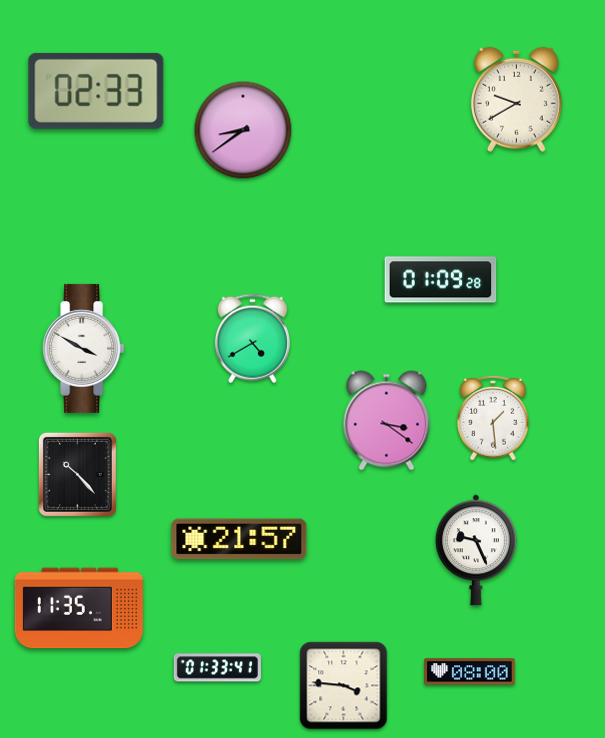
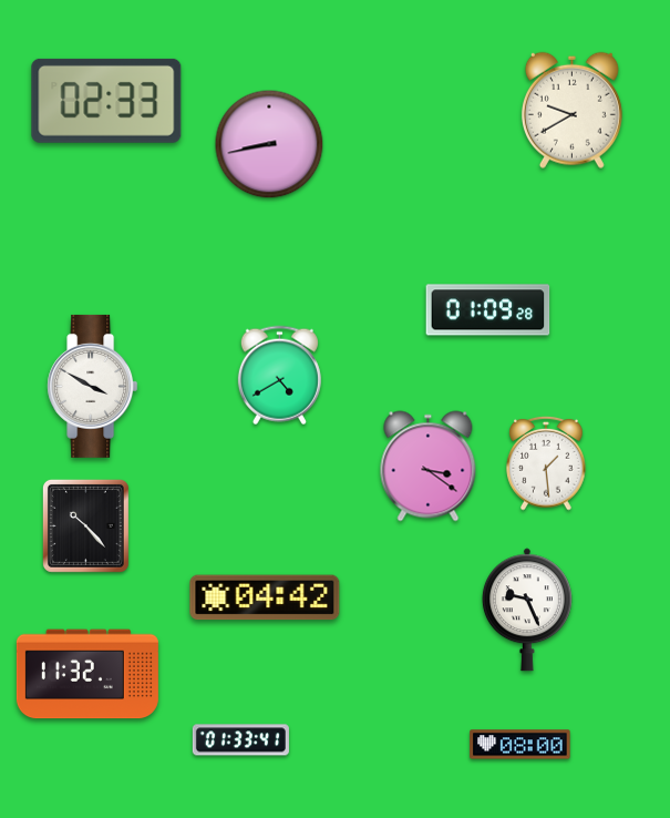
clock at (243, 130): 8:39 -> 8:43
clock at (239, 539): 21:57 -> 04:42
clock at (79, 608): 11:35 -> 11:32
clock at (344, 686): 3:46 -> none
